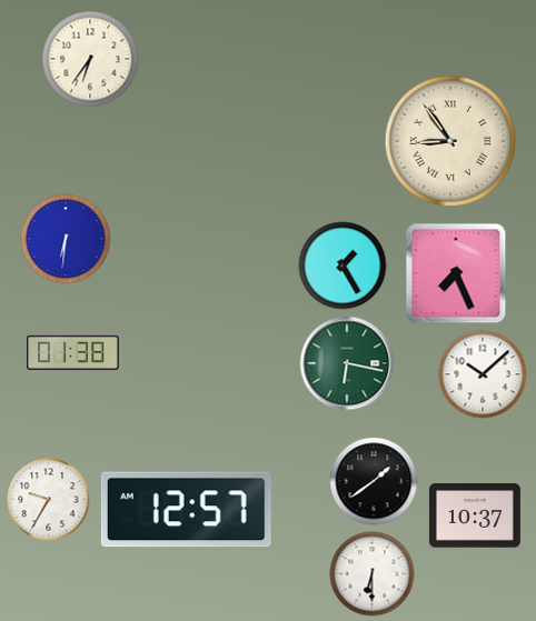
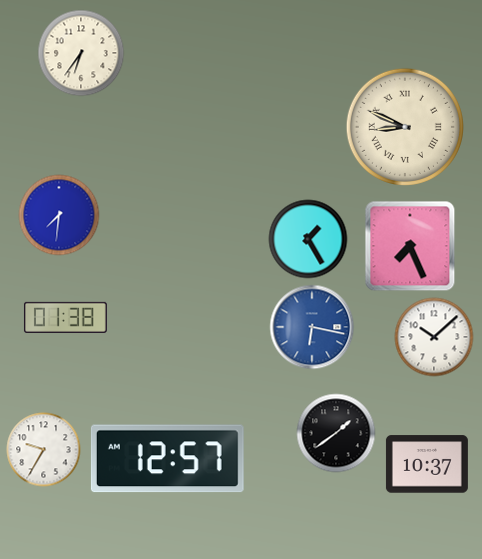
clock at (450, 141): 8:54 -> 8:49
clock at (66, 239): 6:31 -> 7:31
clock at (347, 363) dial: green -> blue
clock at (373, 574): 6:30 -> none
